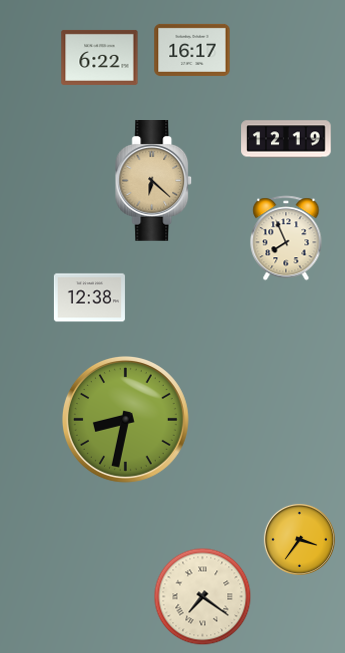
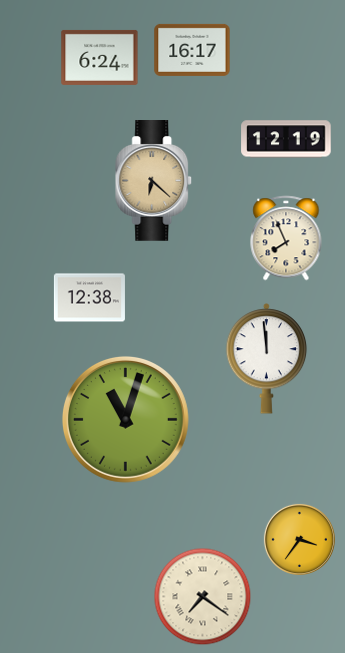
clock at (100, 57): 6:22 -> 6:24
clock at (267, 359): none -> 11:59
clock at (125, 419): 8:32 -> 11:03
